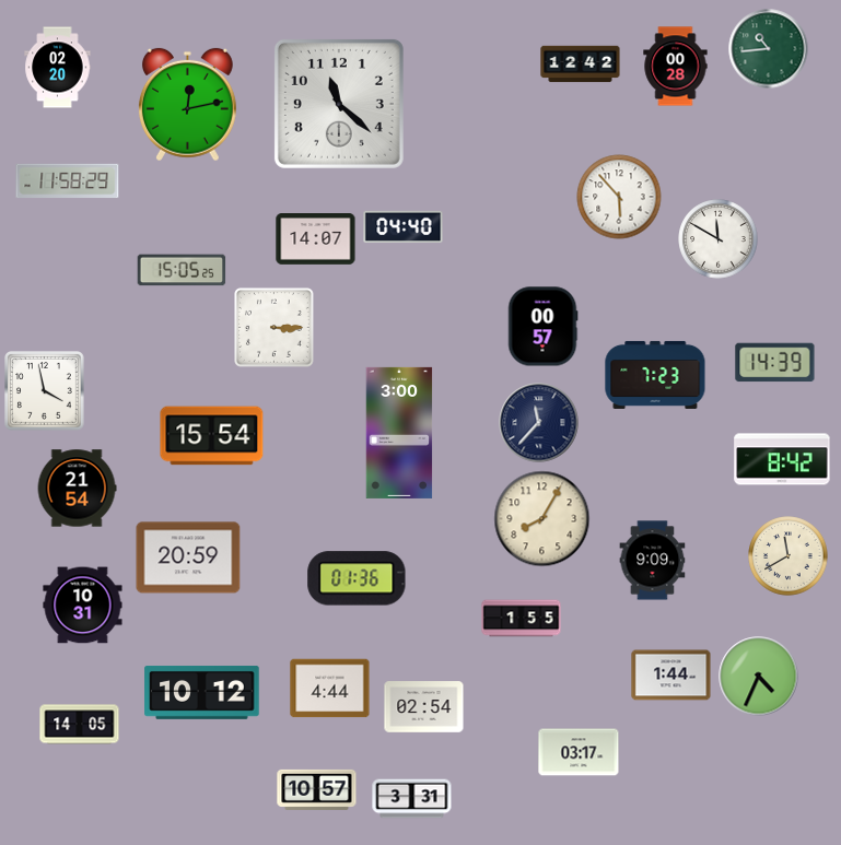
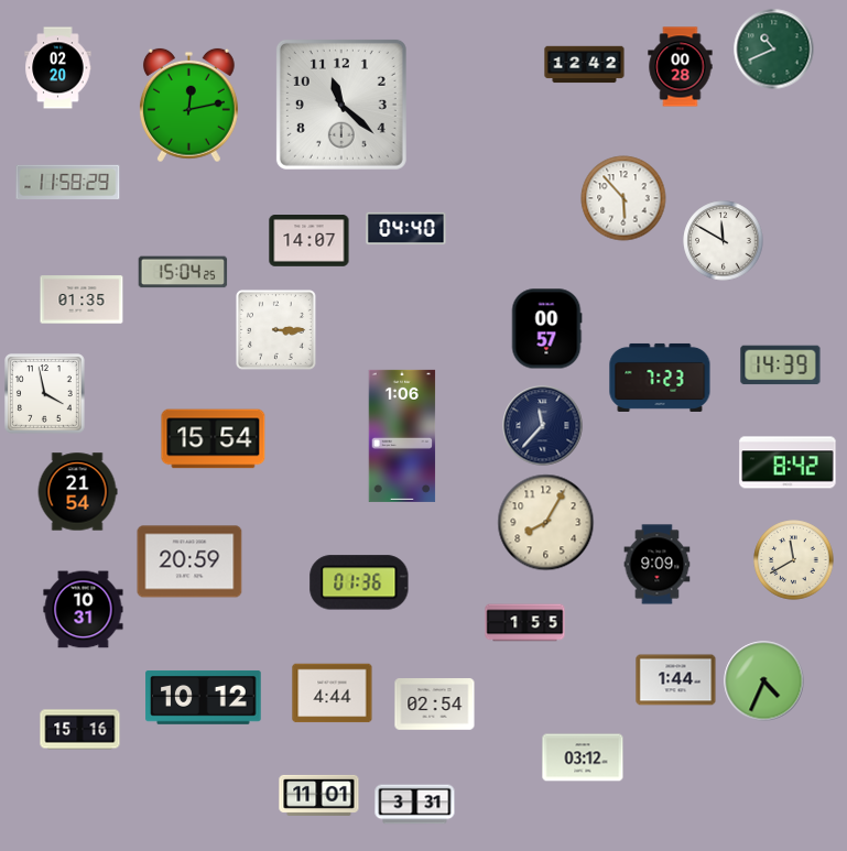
clock at (769, 49): 10:44 -> 10:41
clock at (316, 239) position: (316, 239) -> (310, 241)
clock at (182, 270): 15:05 -> 15:04
clock at (82, 299): none -> 01:35
clock at (399, 433): 3:00 -> 1:06
clock at (424, 707) position: (424, 707) -> (435, 705)
clock at (80, 725): 14:05 -> 15:16
clock at (579, 752): 03:17 -> 03:12
clock at (317, 789): 10:57 -> 11:01
